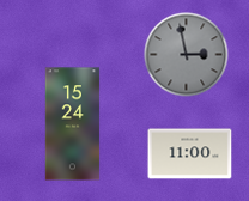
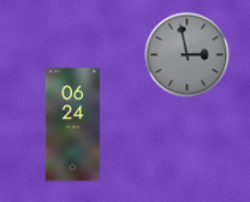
clock at (73, 124): 15:24 -> 06:24
clock at (190, 154): 11:00 -> none
